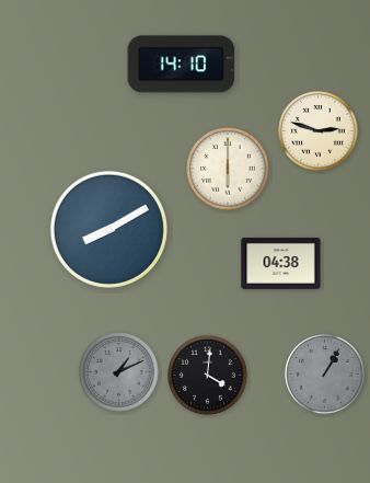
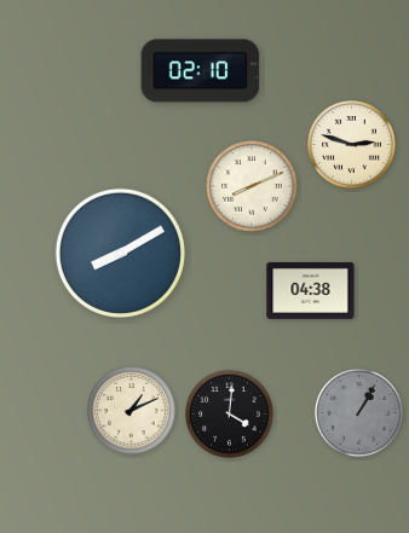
clock at (182, 65): 14:10 -> 02:10
clock at (228, 169): 6:00 -> 8:11
clock at (119, 372) dial: grey -> cream
